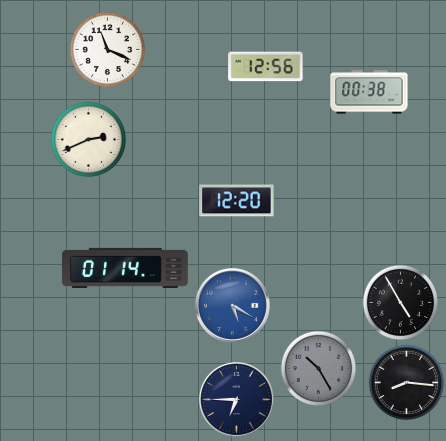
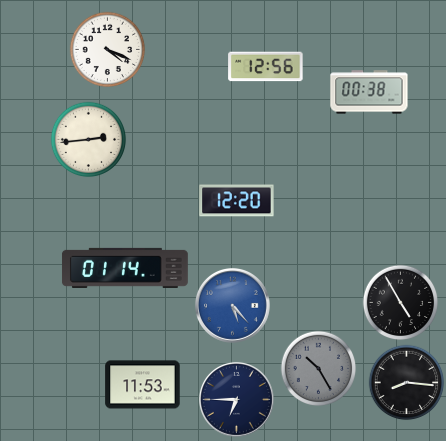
clock at (108, 50): 11:19 -> 4:19
clock at (89, 140): 2:41 -> 2:44
clock at (232, 305): 5:20 -> 5:23
clock at (143, 385): none -> 11:53
